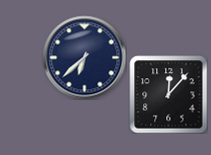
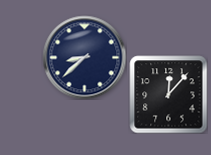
clock at (84, 57): 6:38 -> 8:38
